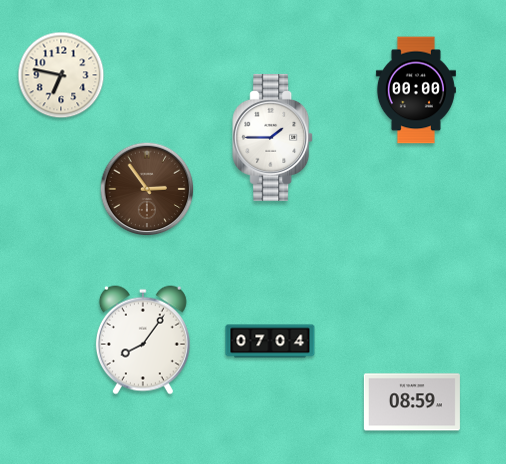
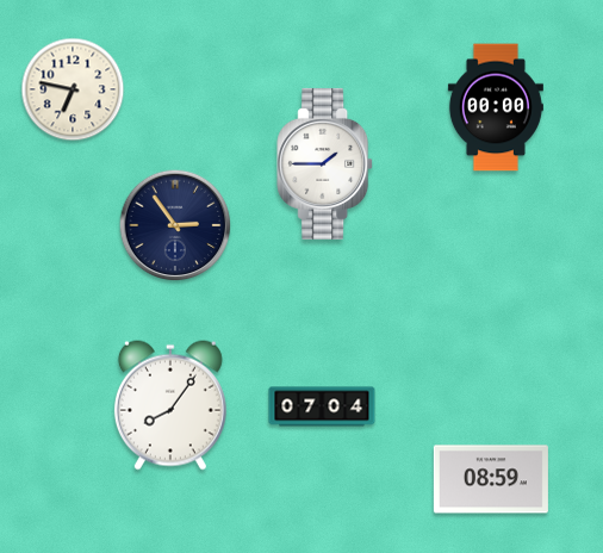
clock at (147, 189) dial: brown -> navy
